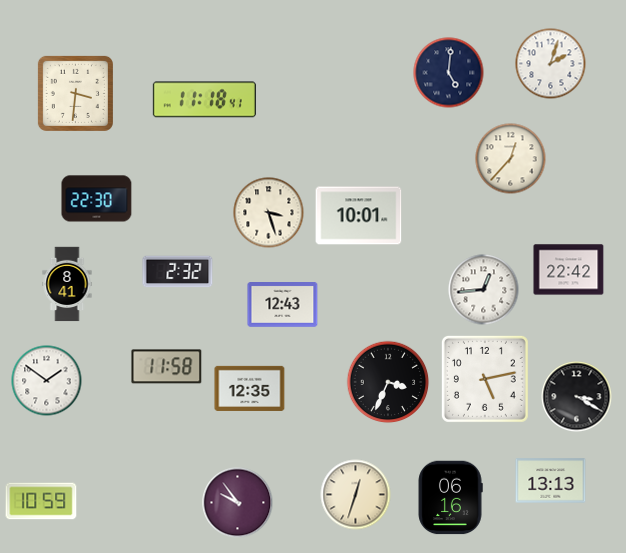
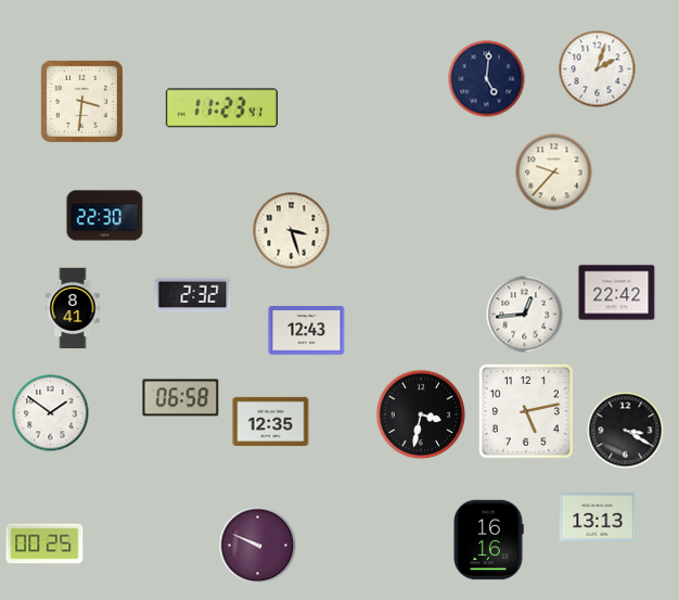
clock at (204, 100): 11:18 -> 11:23
clock at (511, 159): 12:37 -> 9:37
clock at (359, 216): 10:01 -> none
clock at (167, 367): 11:58 -> 06:58
clock at (388, 382): 3:34 -> 3:32
clock at (551, 481) position: (551, 481) -> (598, 518)
clock at (356, 495): 12:33 -> none
clock at (450, 498): 06:16 -> 16:16
clock at (41, 501): 10:59 -> 00:25
clock at (238, 503): 9:54 -> 9:49
